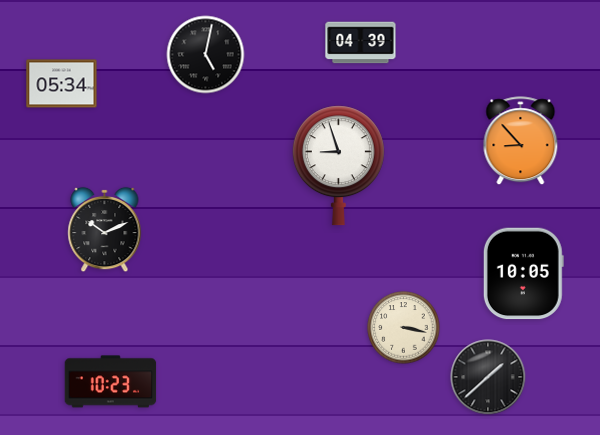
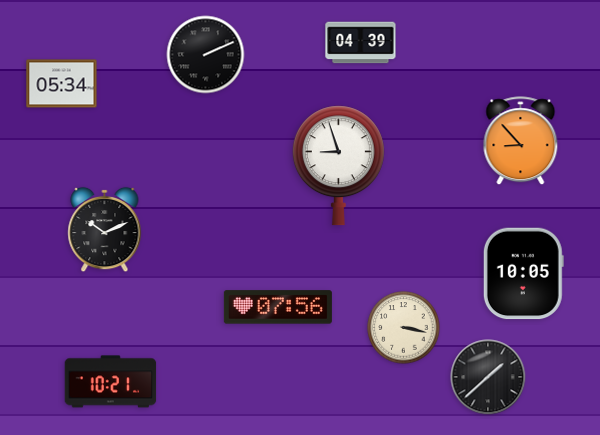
clock at (206, 55): 5:02 -> 2:11
clock at (278, 307): none -> 07:56
clock at (111, 382): 10:23 -> 10:21
